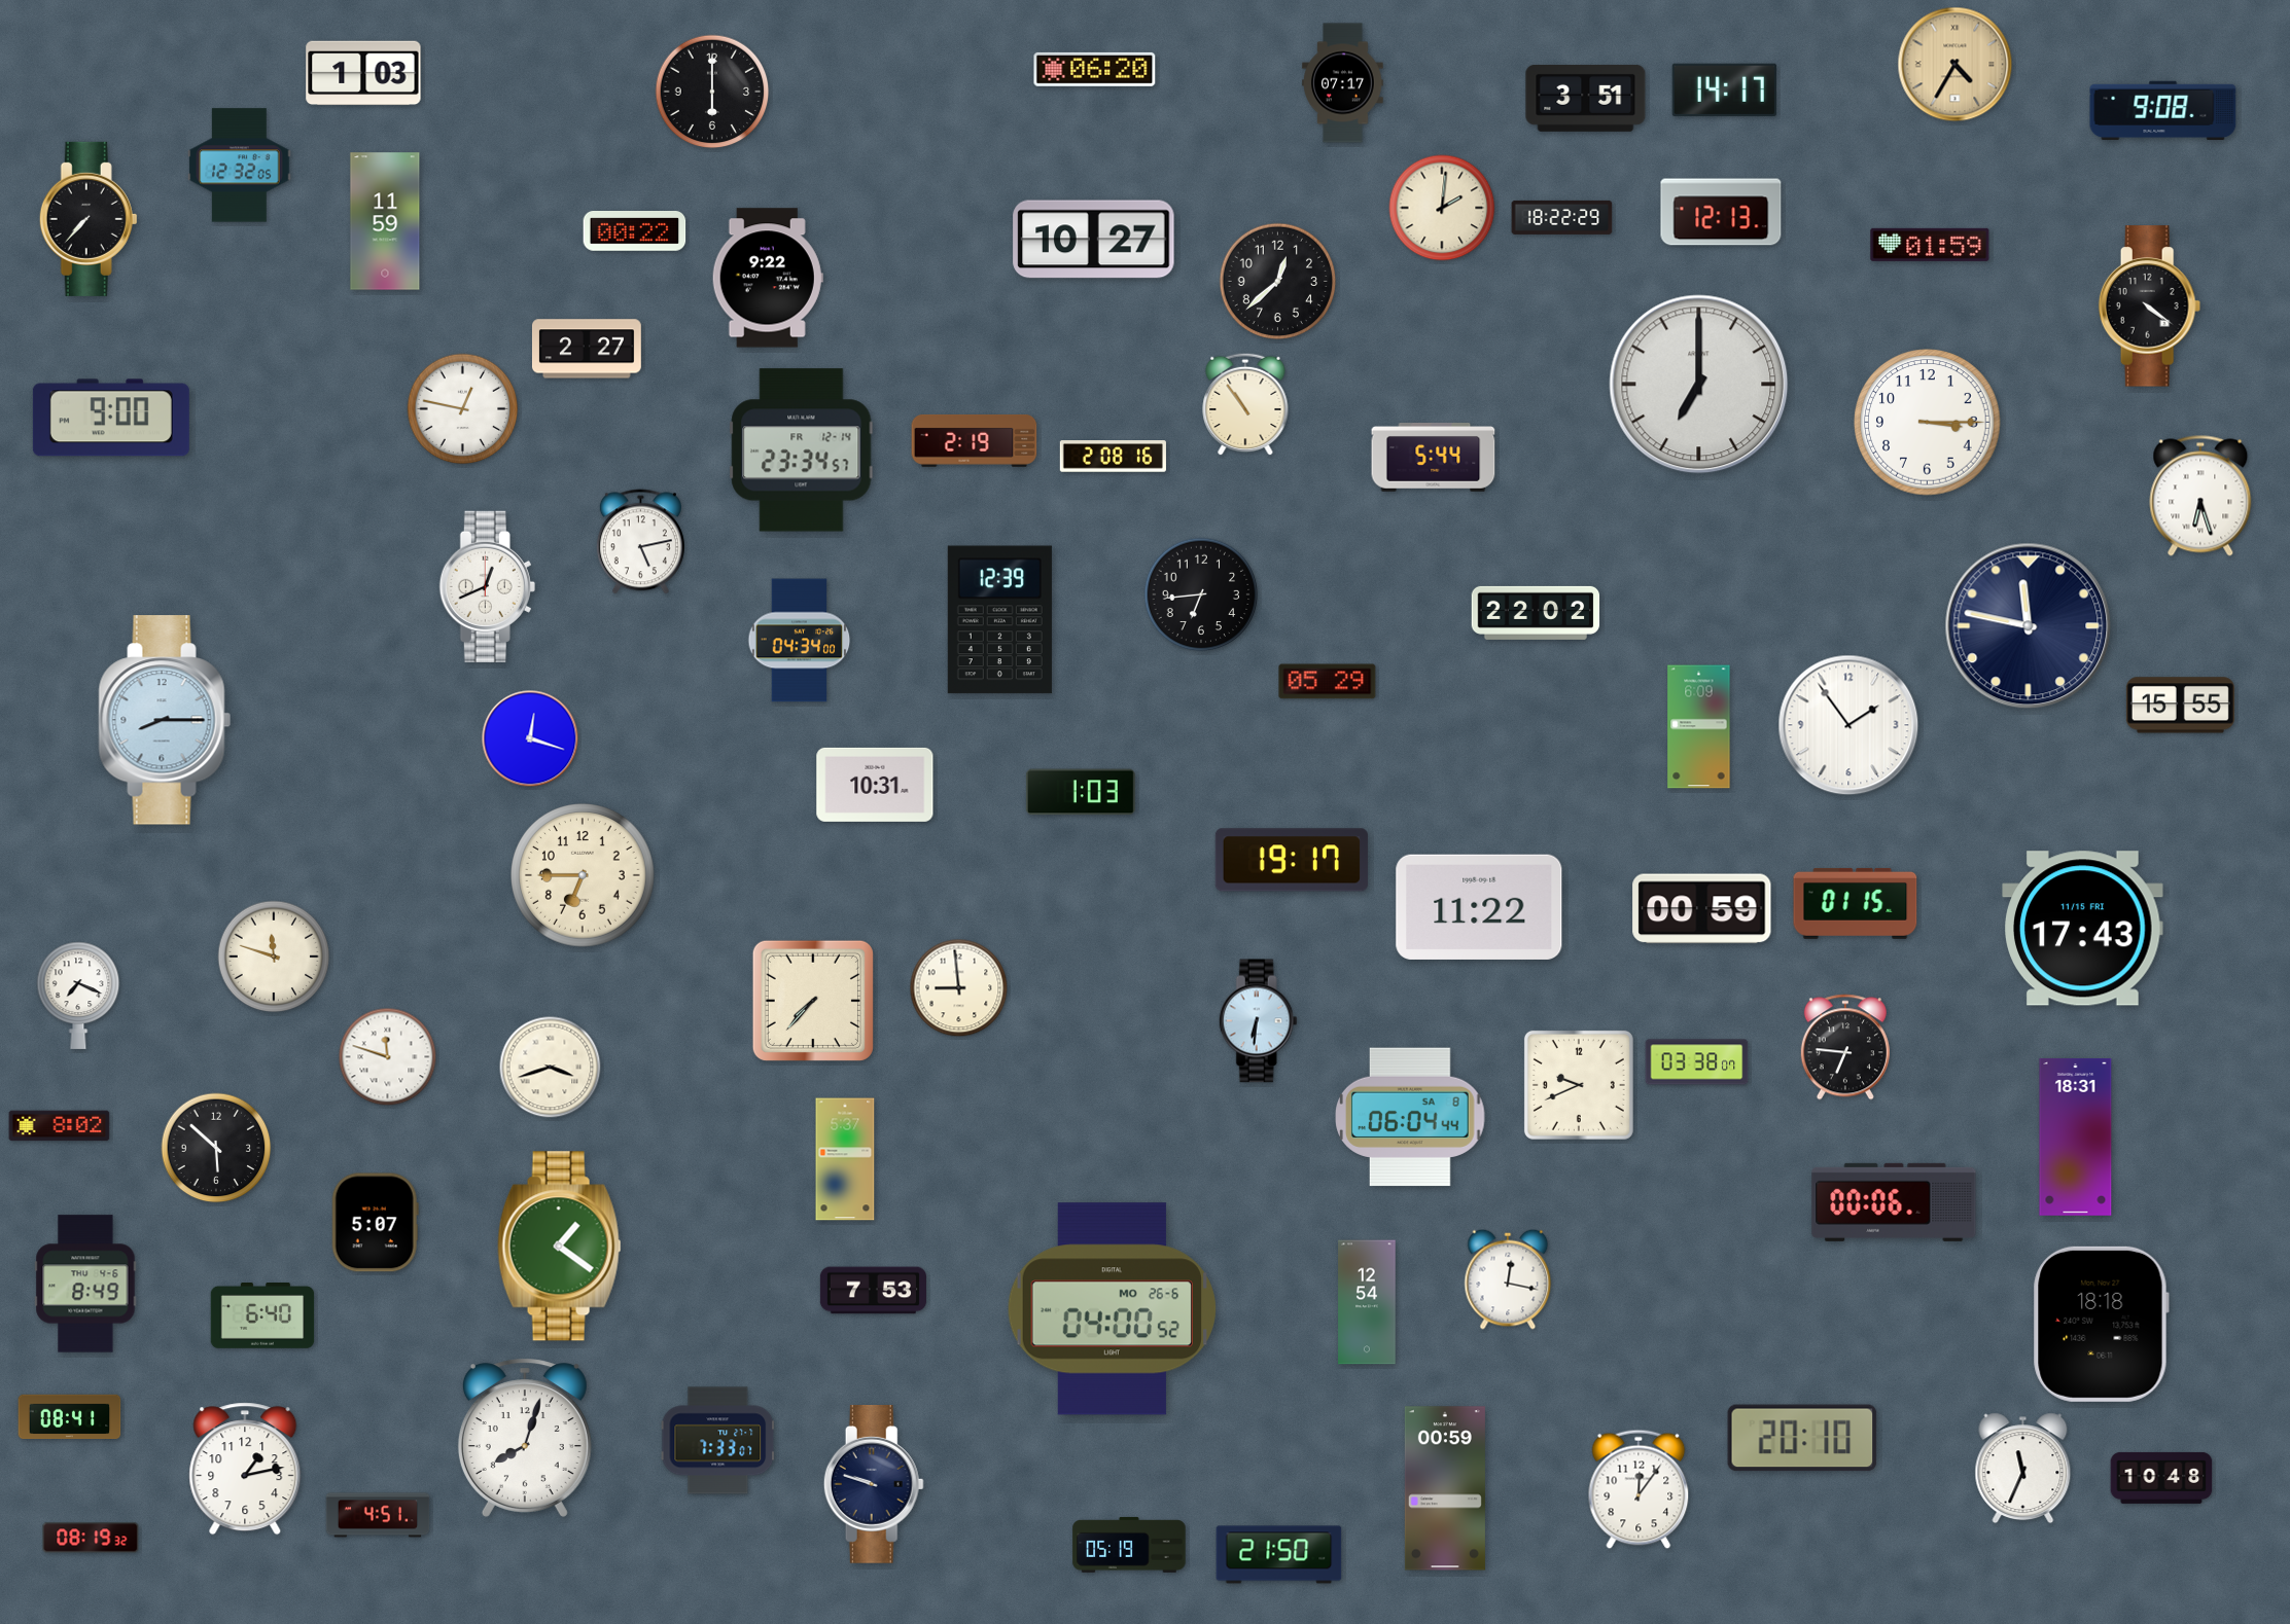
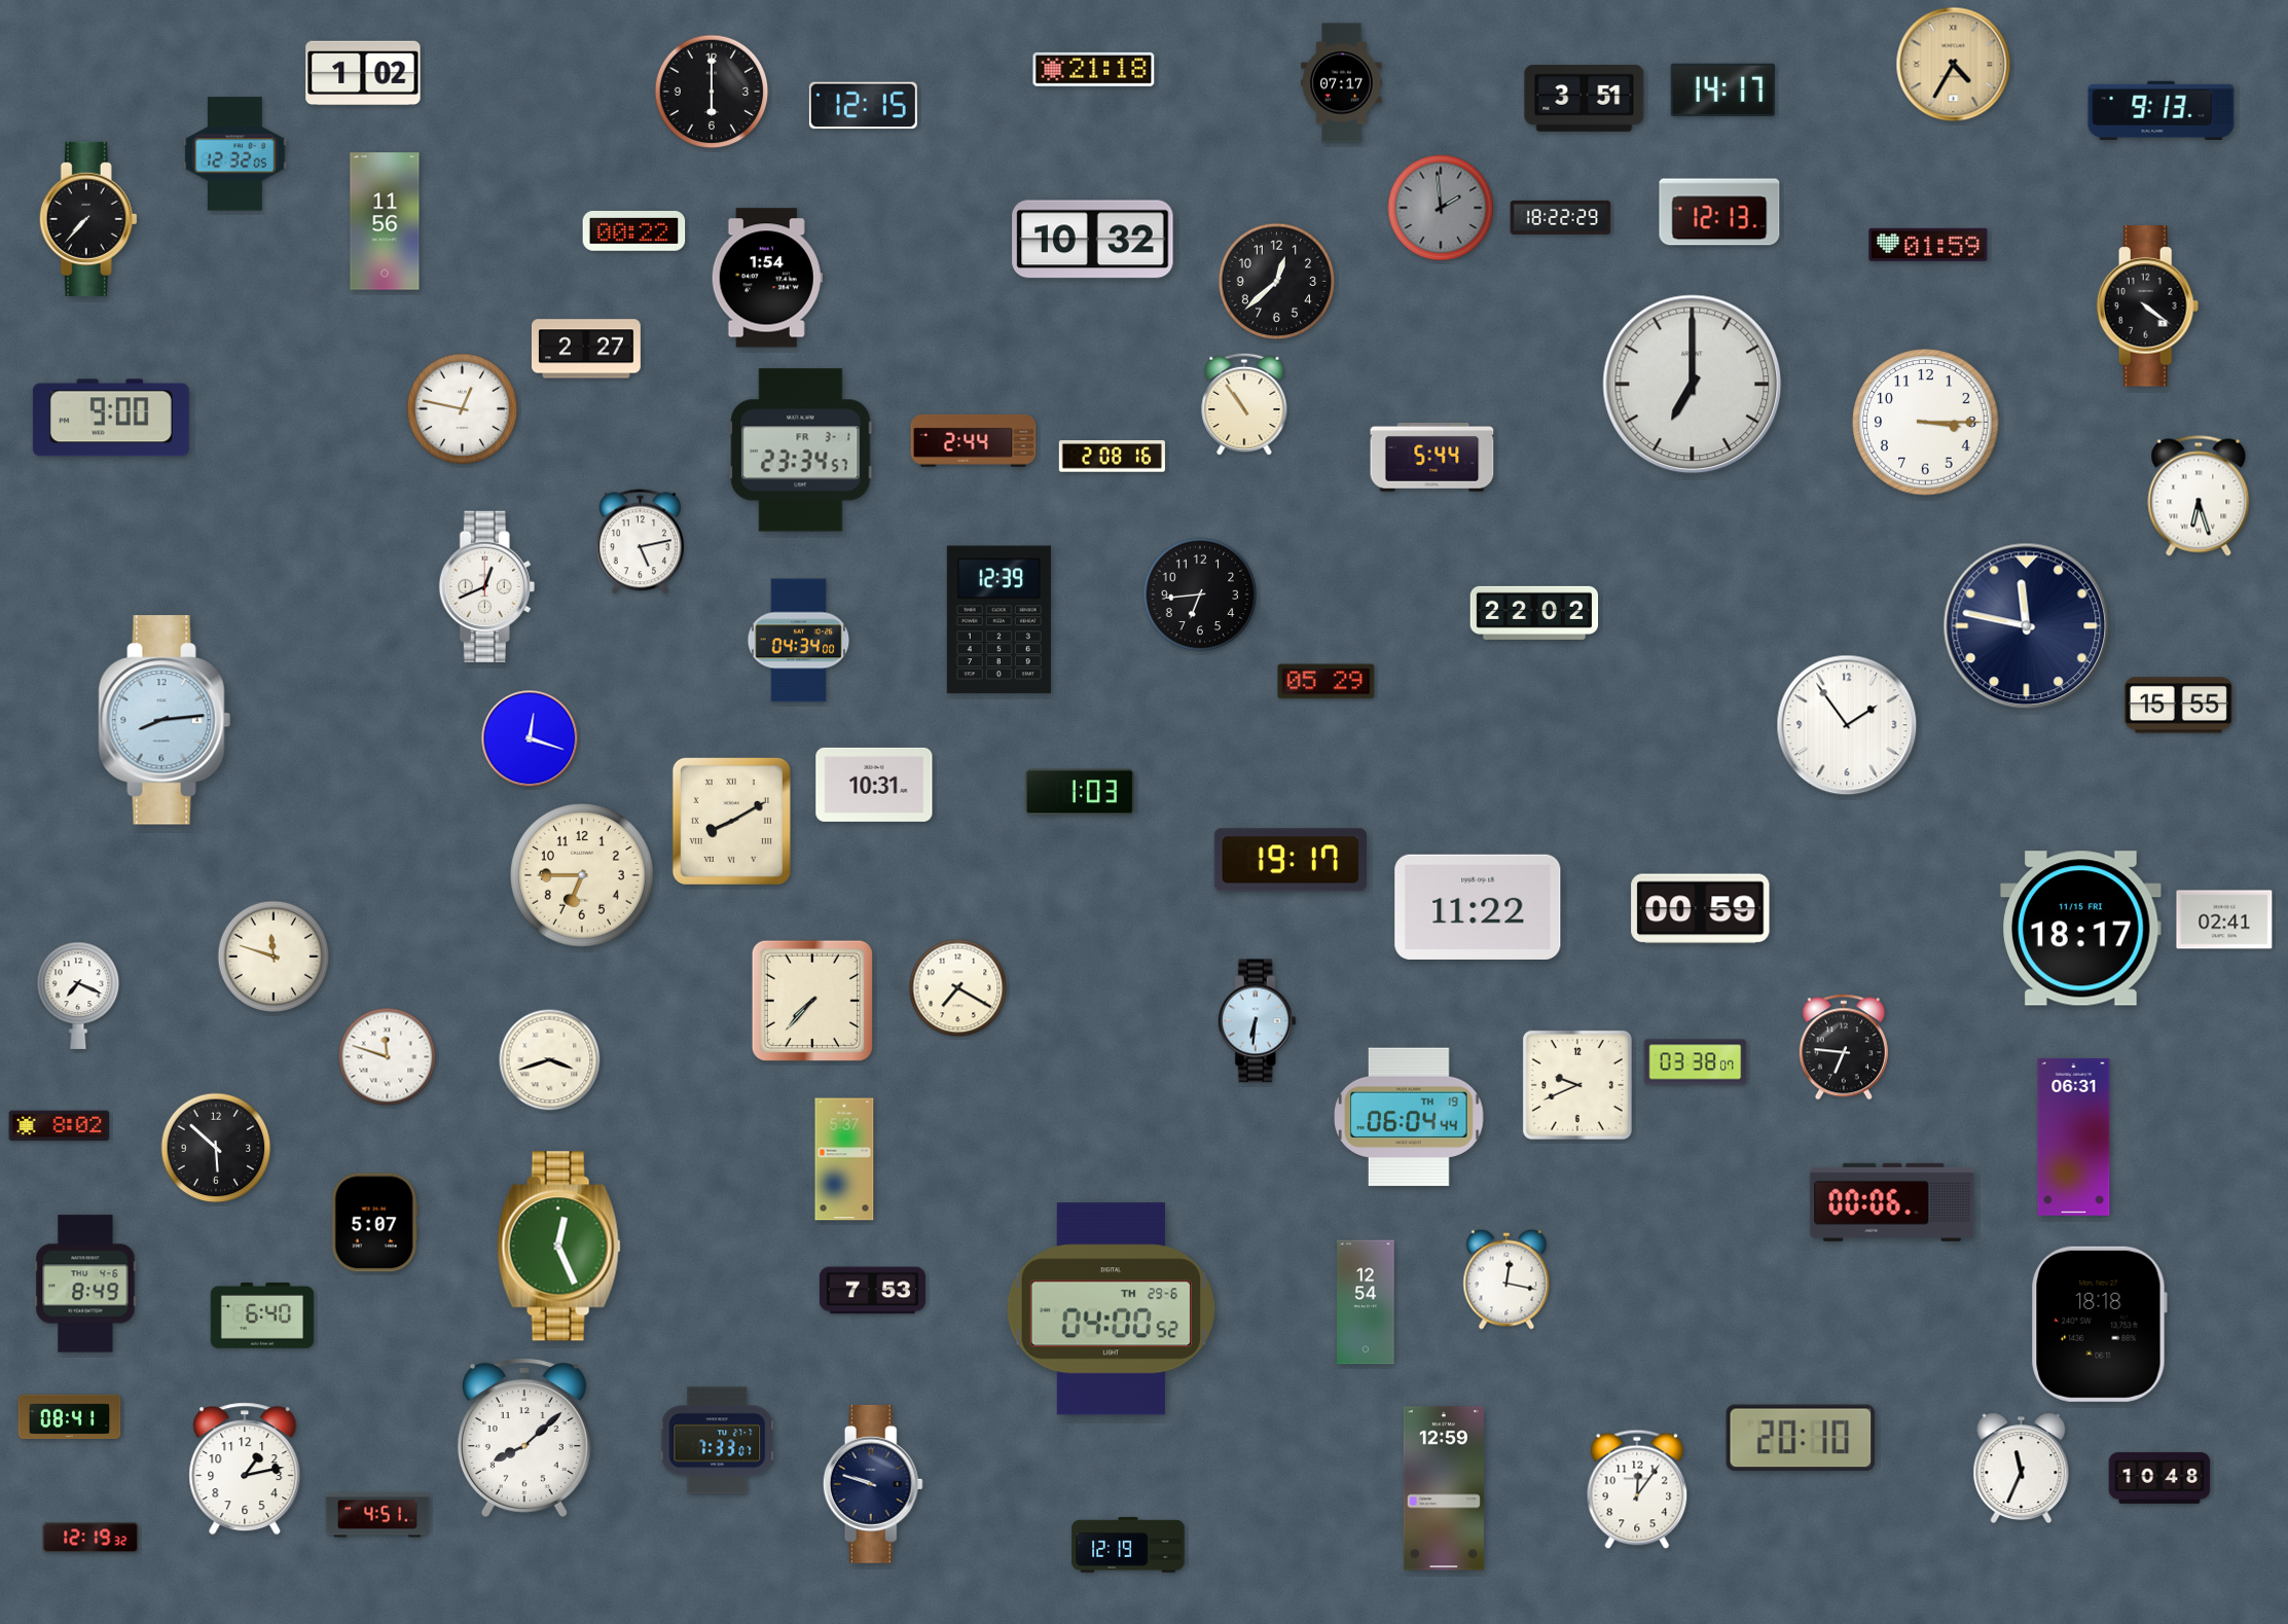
clock at (1095, 69): 06:20 -> 21:18
clock at (363, 73): 1:03 -> 1:02
clock at (863, 106): none -> 12:15
clock at (2163, 111): 9:08 -> 9:13
clock at (240, 166) position: (240, 166) -> (235, 154)
clock at (1442, 208): 2:01 -> 1:59
clock at (1442, 208) dial: cream -> grey
clock at (385, 221): 11:59 -> 11:56
clock at (1094, 240): 10:27 -> 10:32
clock at (768, 278): 9:22 -> 1:54
clock at (1699, 385) position: (1699, 385) -> (1693, 385)
clock at (975, 440): 2:19 -> 2:44
clock at (802, 450) date: FR 12-14 -> FR 3-1
clock at (165, 720): 8:15 -> 8:14
clock at (1699, 727): 6:09 -> none
clock at (731, 821): none -> 8:10
clock at (1856, 903): 01:15 -> none
clock at (2224, 919): none -> 02:41
clock at (2083, 929): 17:43 -> 18:17
clock at (959, 988): 8:59 -> 7:20
clock at (551, 1068) position: (551, 1068) -> (550, 1060)
clock at (1410, 1117) date: SA 8 -> TH 19
clock at (2076, 1136): 18:31 -> 06:31
clock at (560, 1247): 1:21 -> 12:26
clock at (1112, 1309) date: MO 26-6 -> TH 29-6
clock at (525, 1438): 8:03 -> 8:08
clock at (1445, 1488): 00:59 -> 12:59
clock at (91, 1538): 08:19 -> 12:19
clock at (1129, 1545): 05:19 -> 12:19
clock at (1279, 1555): 21:50 -> none
